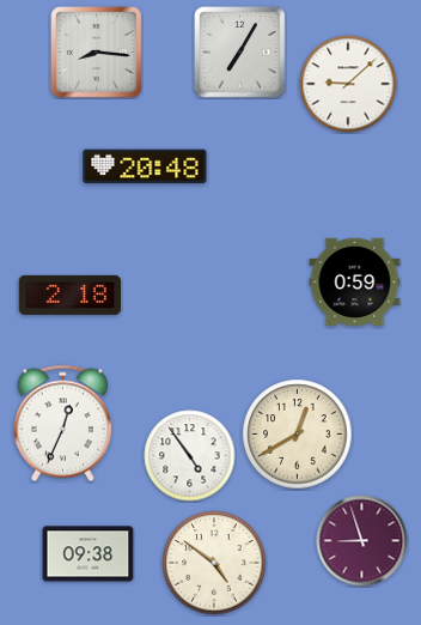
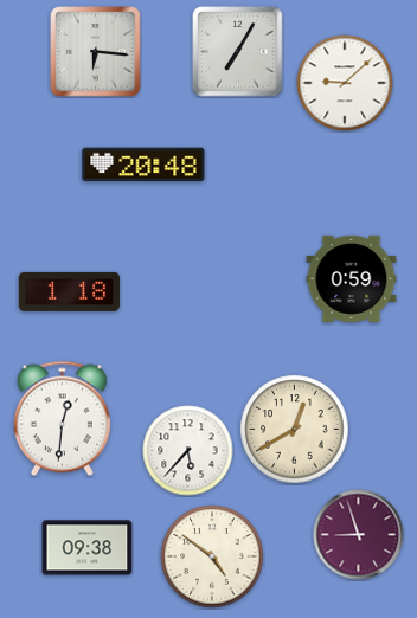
clock at (97, 53): 8:16 -> 6:16
clock at (69, 295): 2:18 -> 1:18
clock at (62, 424): 12:34 -> 12:31
clock at (190, 456): 4:54 -> 5:37
